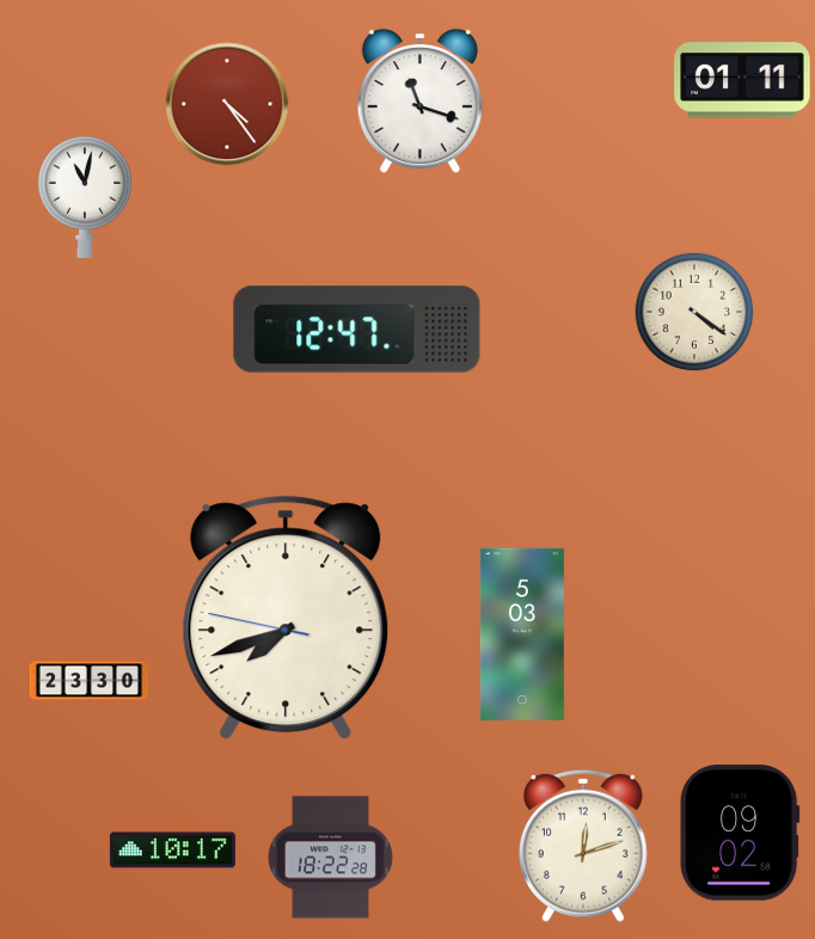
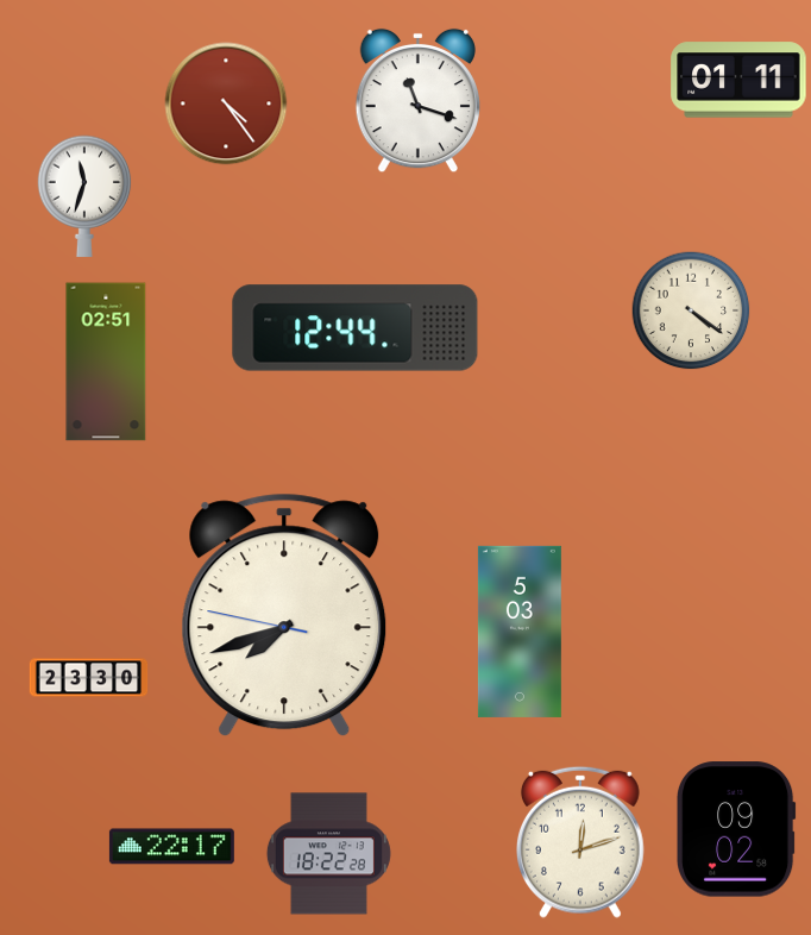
clock at (85, 197): 11:02 -> 11:33
clock at (357, 330): 12:47 -> 12:44
clock at (106, 362): none -> 02:51
clock at (172, 851): 10:17 -> 22:17
